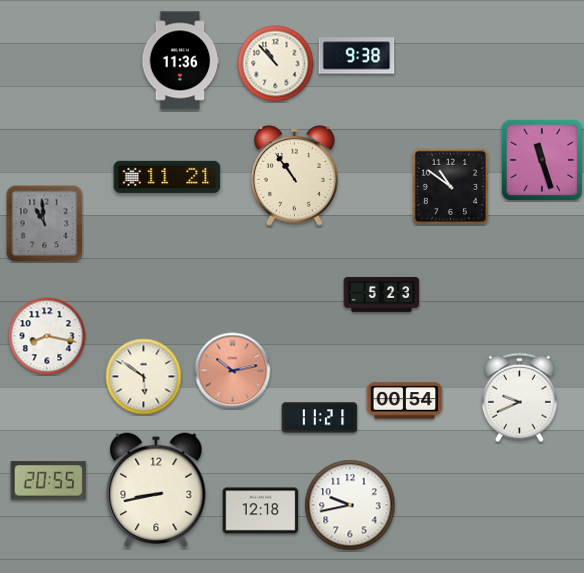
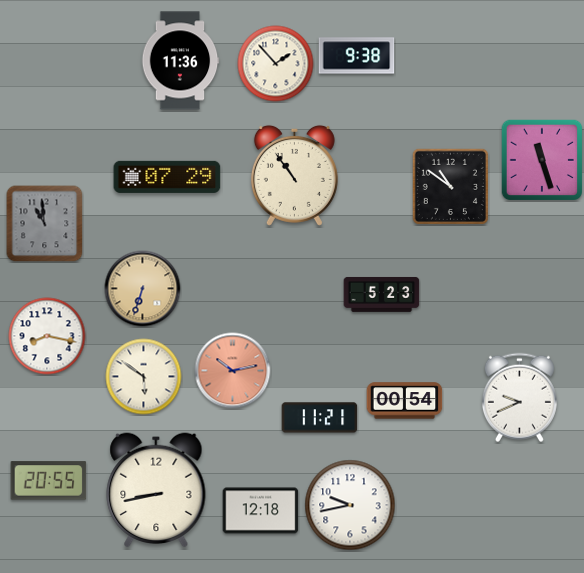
clock at (276, 64): 10:53 -> 1:53
clock at (167, 177): 11:21 -> 07:29
clock at (143, 289): none -> 6:33
